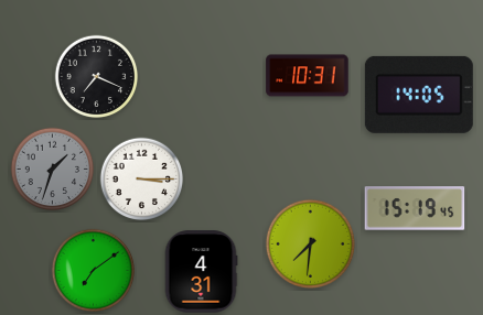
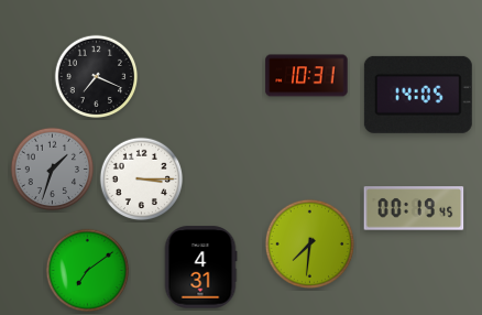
clock at (415, 208): 15:19 -> 00:19
clock at (94, 271) position: (94, 271) -> (88, 271)
clock at (201, 272) position: (201, 272) -> (200, 268)
